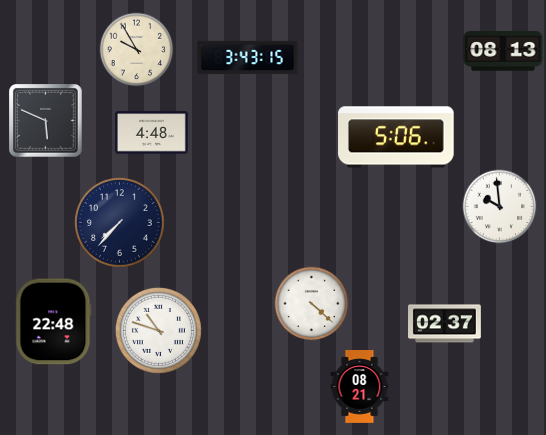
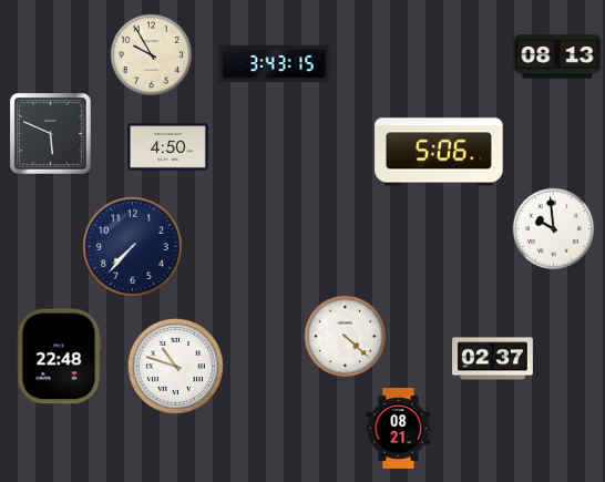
clock at (152, 133): 4:48 -> 4:50
